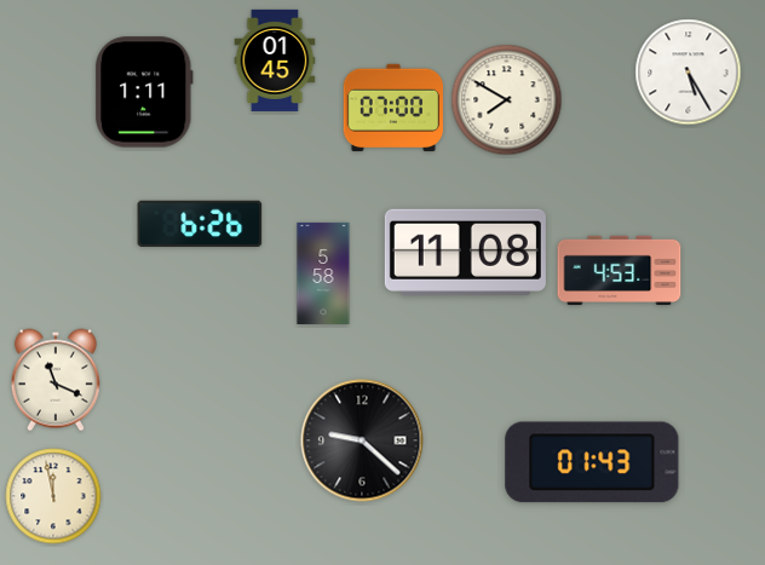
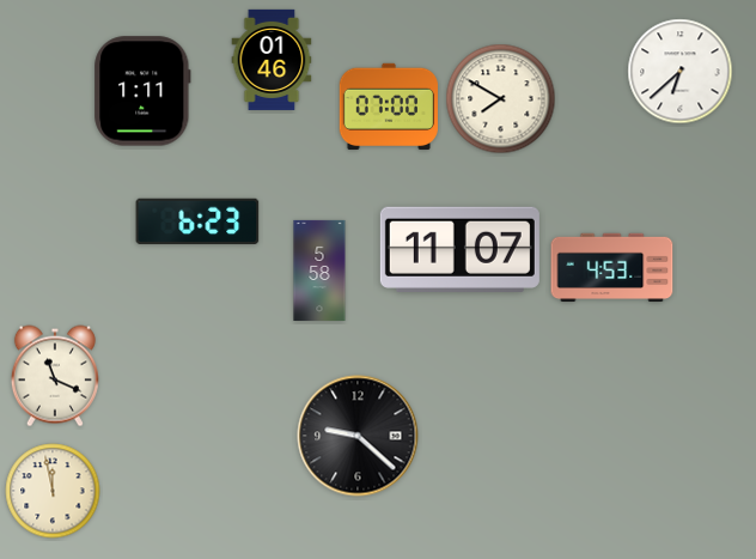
clock at (275, 60): 01:45 -> 01:46
clock at (689, 73): 5:25 -> 6:38
clock at (200, 223): 6:26 -> 6:23
clock at (465, 252): 11:08 -> 11:07
clock at (592, 462): 01:43 -> none
